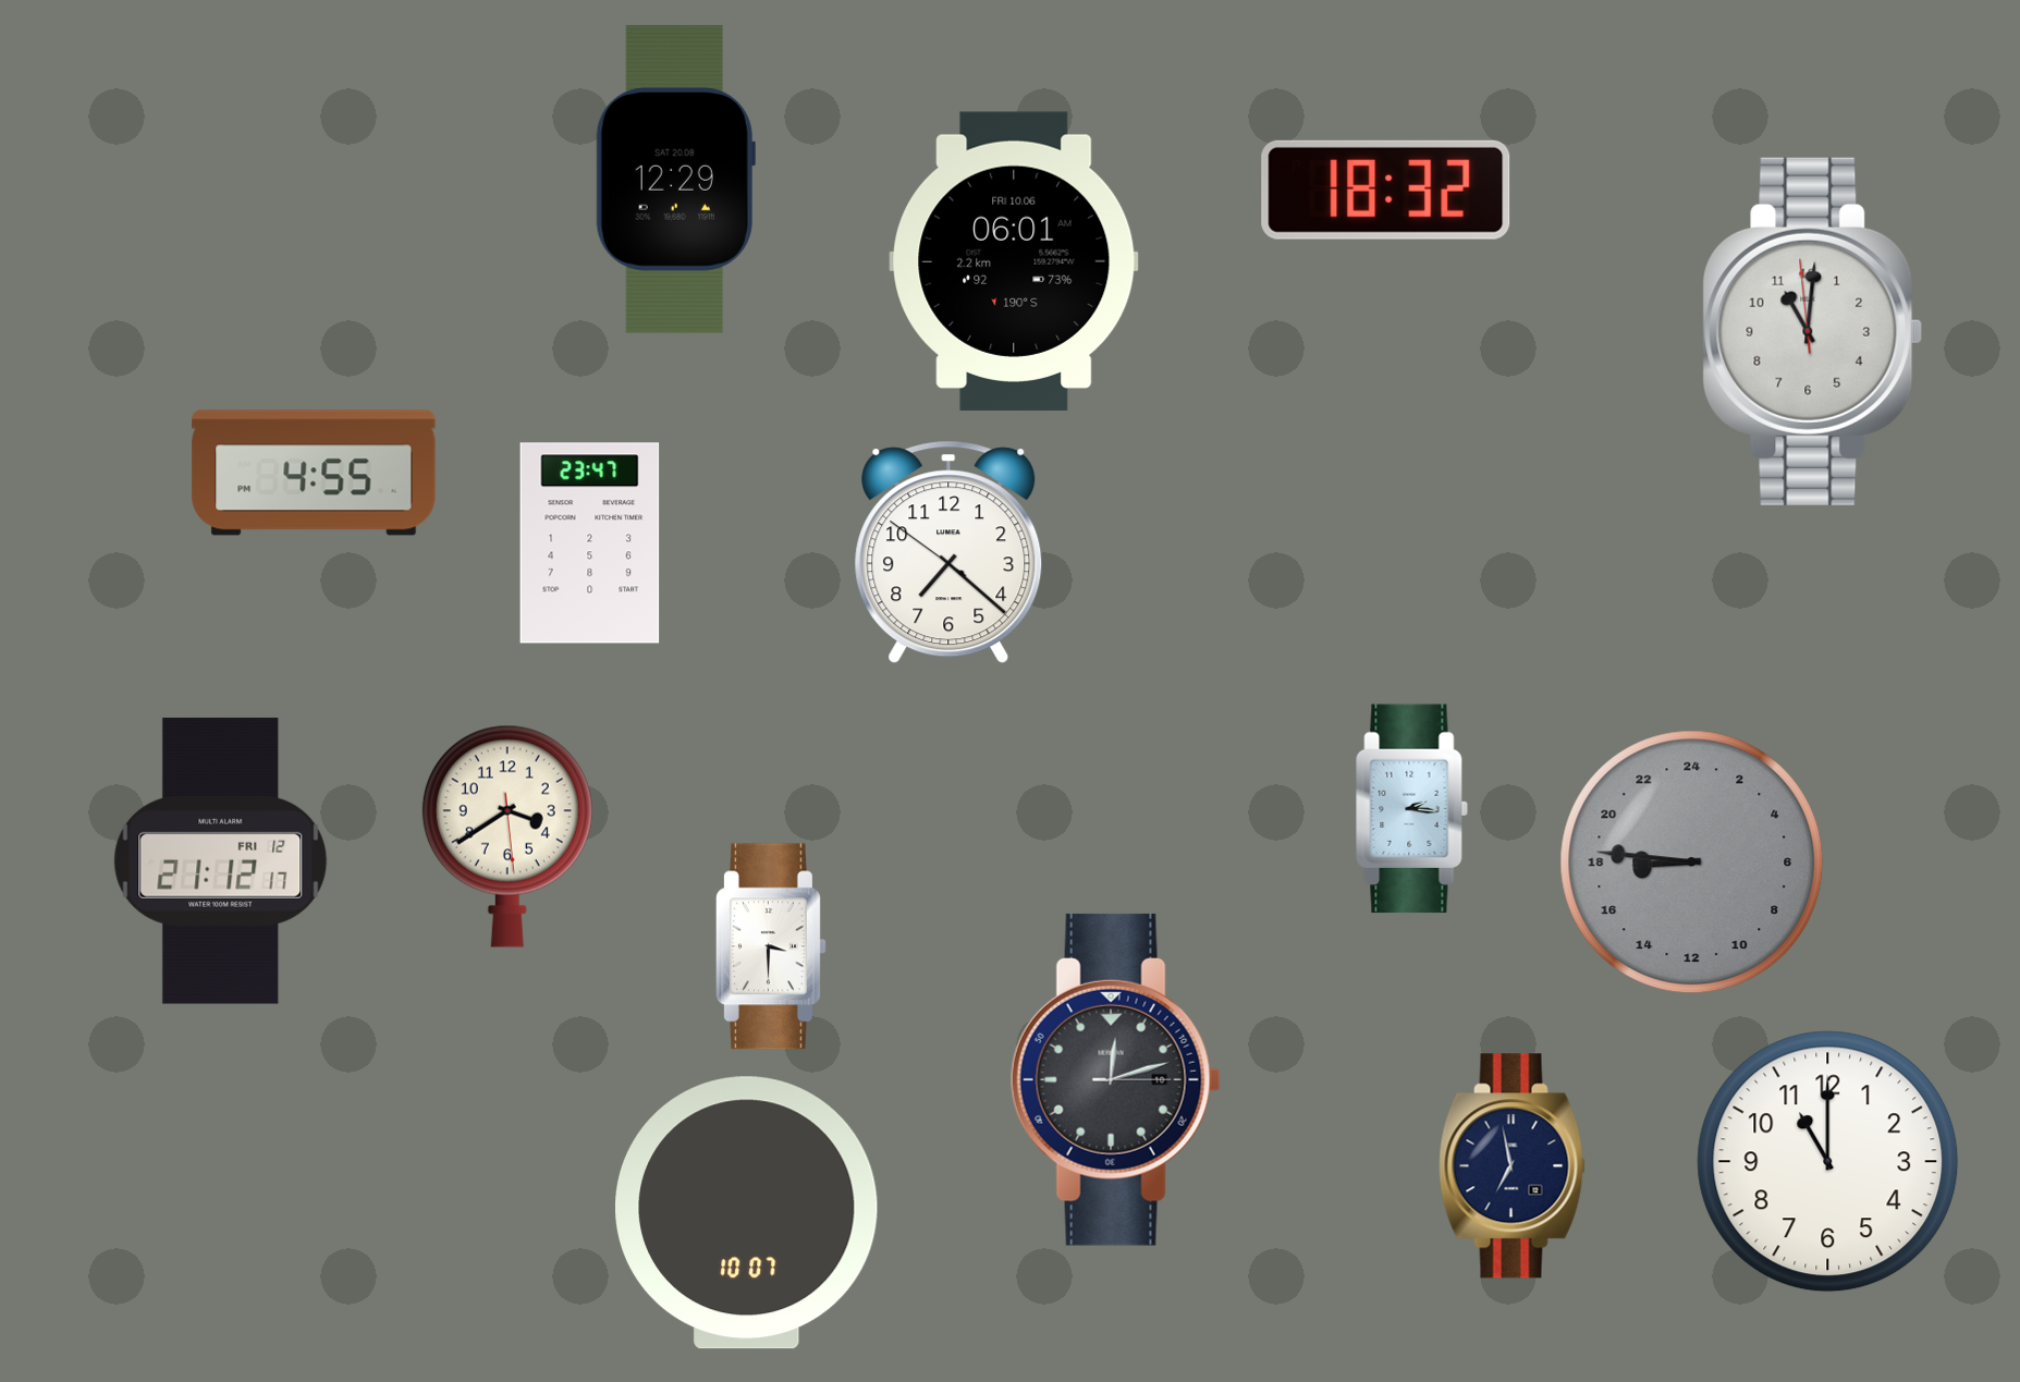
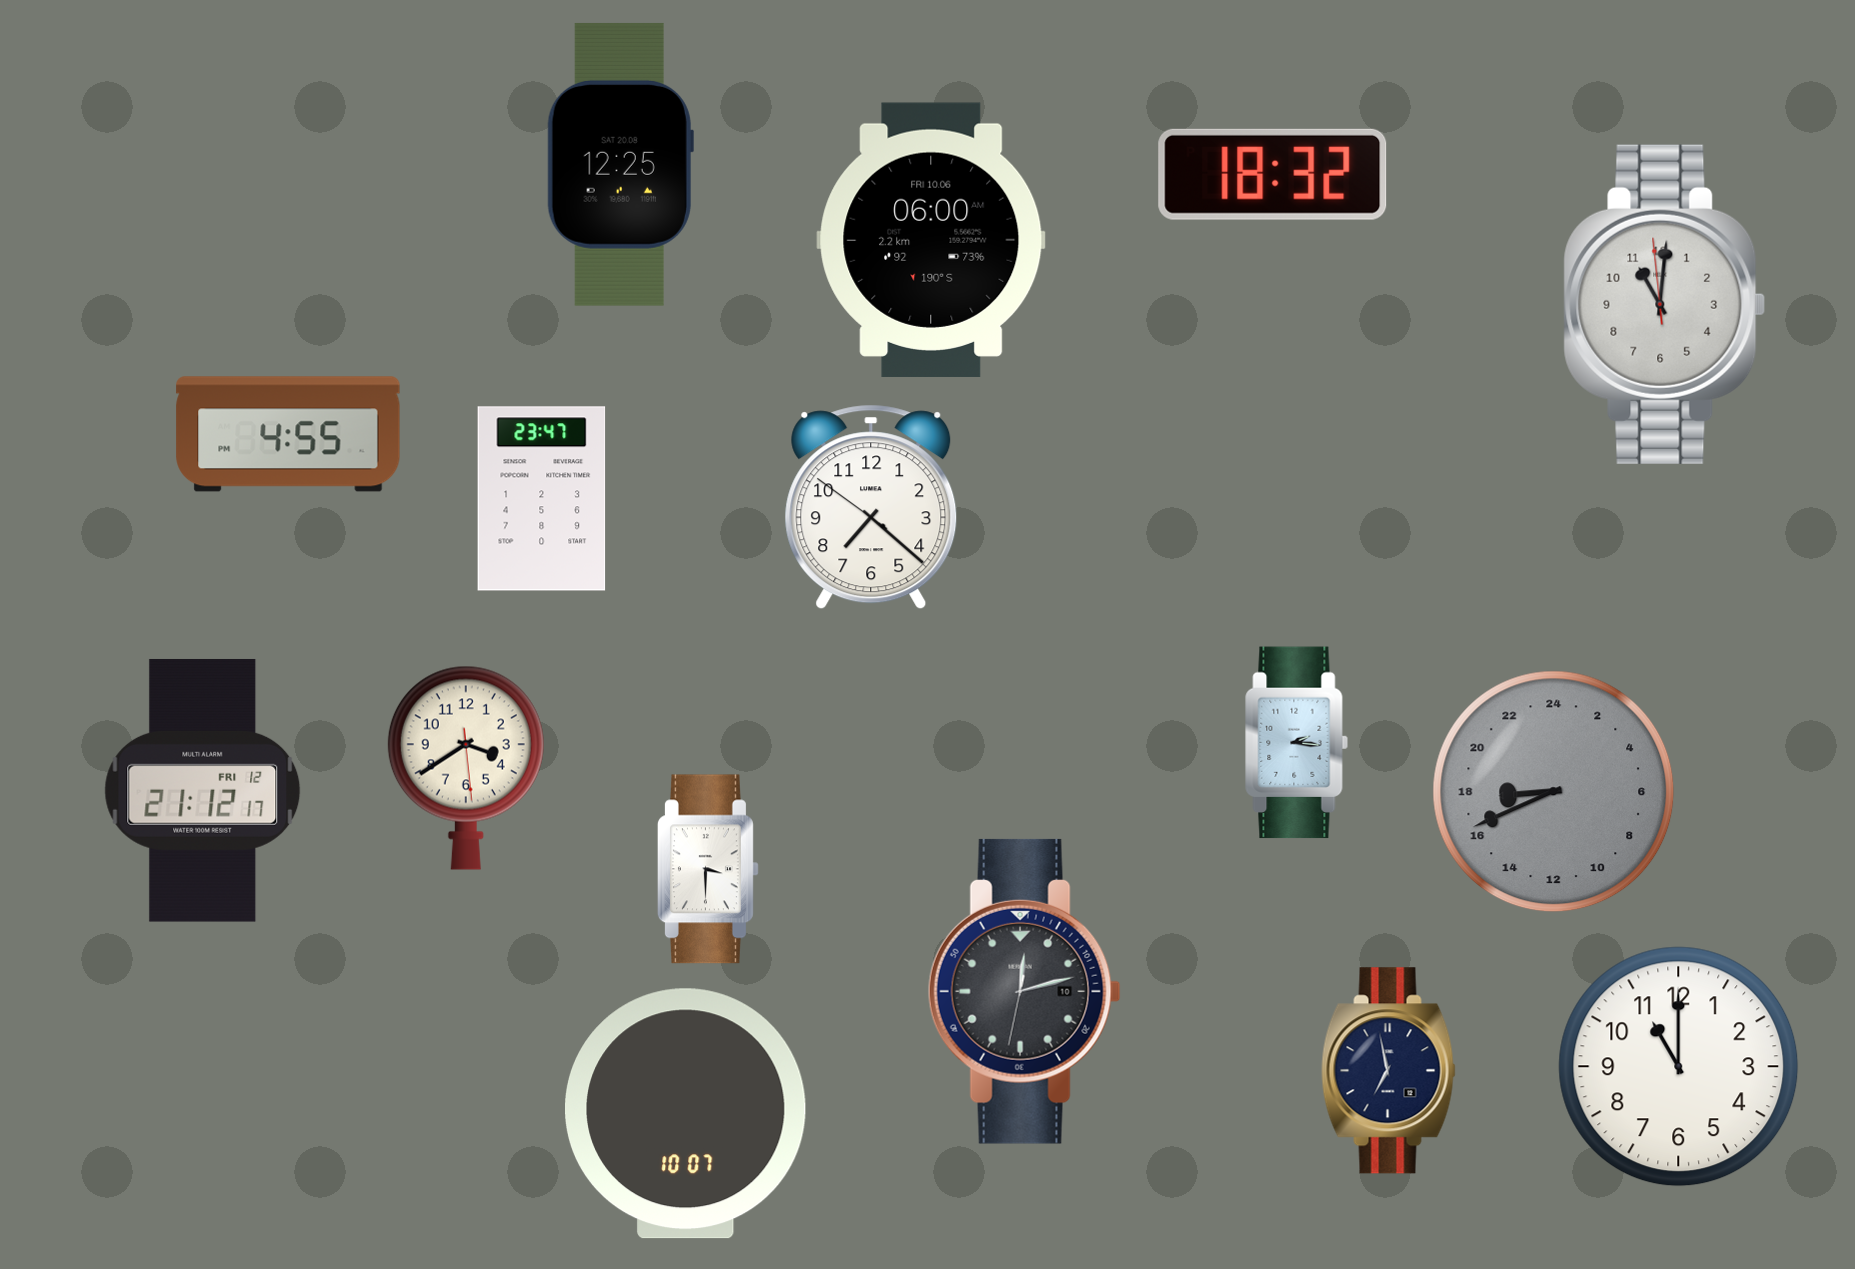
clock at (675, 179): 12:29 -> 12:25
clock at (1014, 261): 06:01 -> 06:00
clock at (1692, 863): 17:46 -> 17:41
clock at (1115, 1079): 12:12:15 -> 12:12:32
